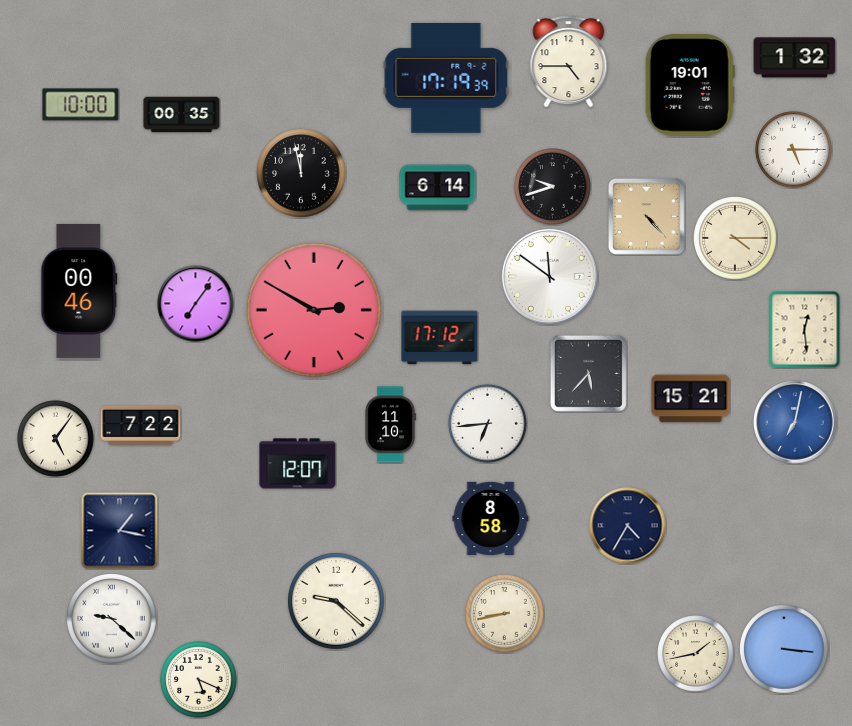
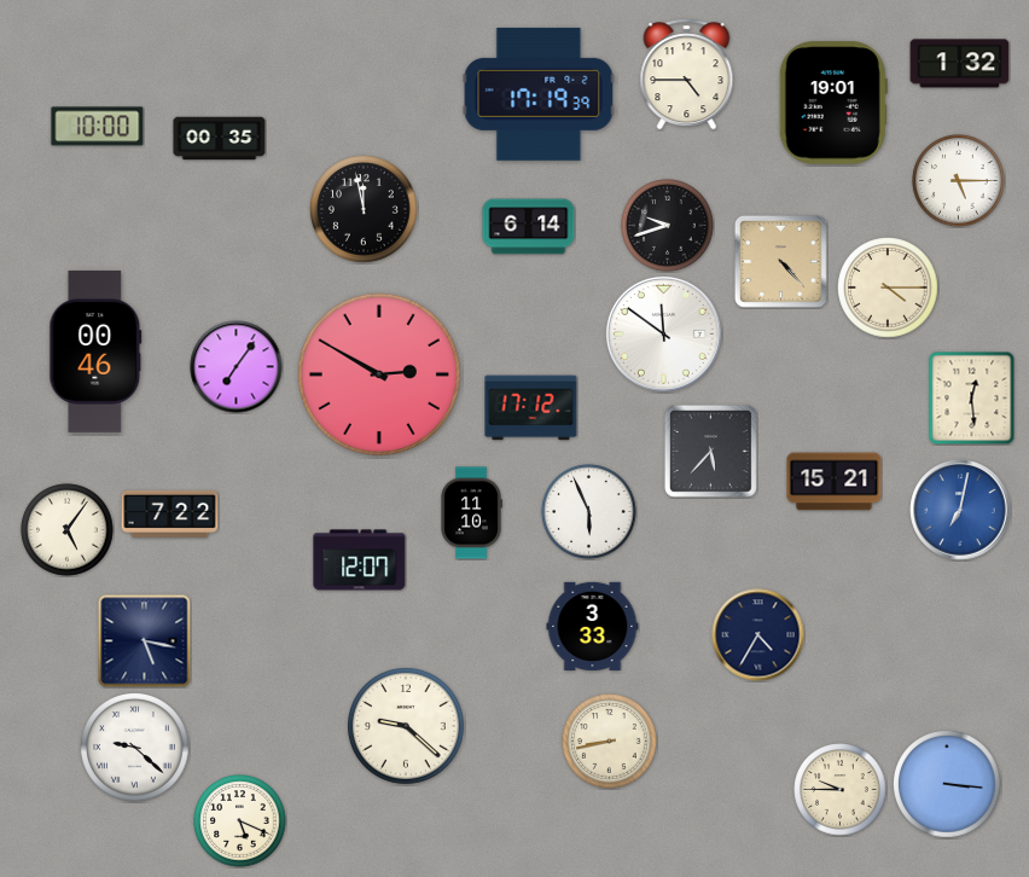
clock at (795, 58) position: (795, 58) -> (960, 64)
clock at (488, 424): 6:44 -> 5:56
clock at (491, 518): 8:58 -> 3:33
clock at (120, 531): 1:17 -> 5:17
clock at (696, 654): 1:43 -> 9:45
